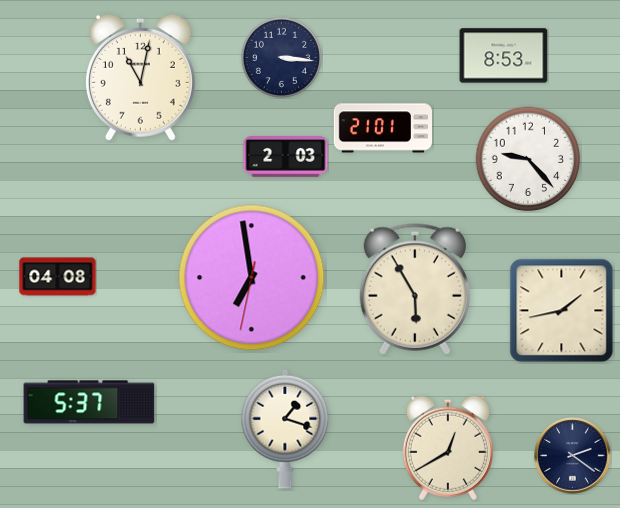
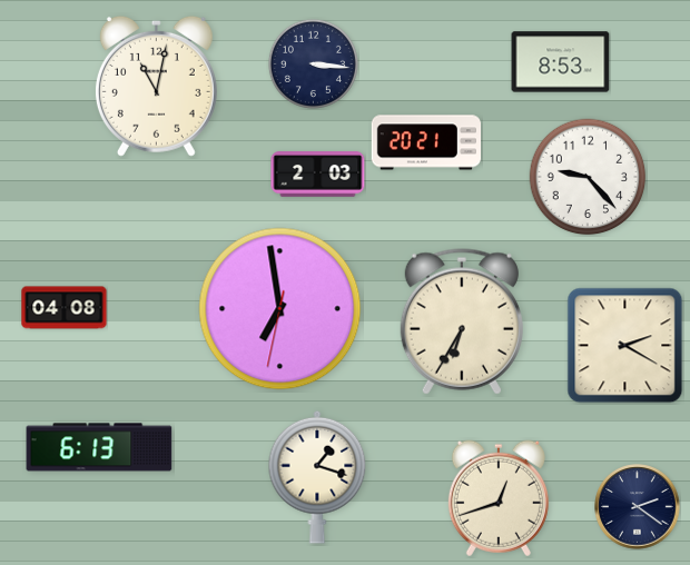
clock at (382, 128): 21:01 -> 20:21
clock at (415, 289): 5:55 -> 6:35
clock at (562, 311): 1:43 -> 2:20
clock at (89, 402): 5:37 -> 6:13
clock at (448, 448): 12:40 -> 12:42
